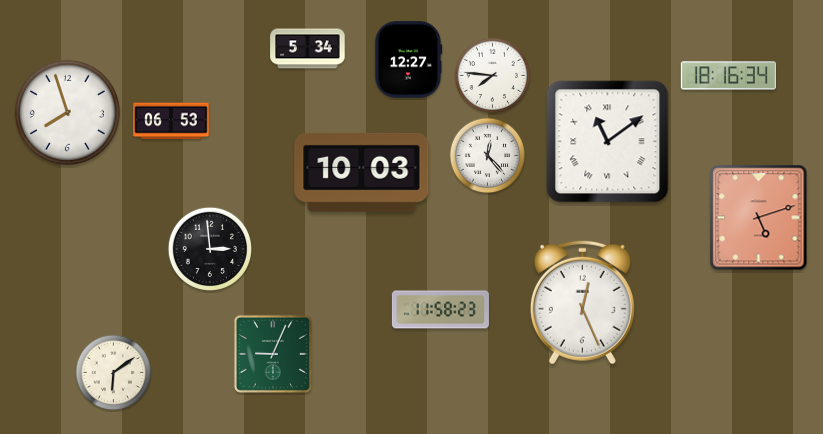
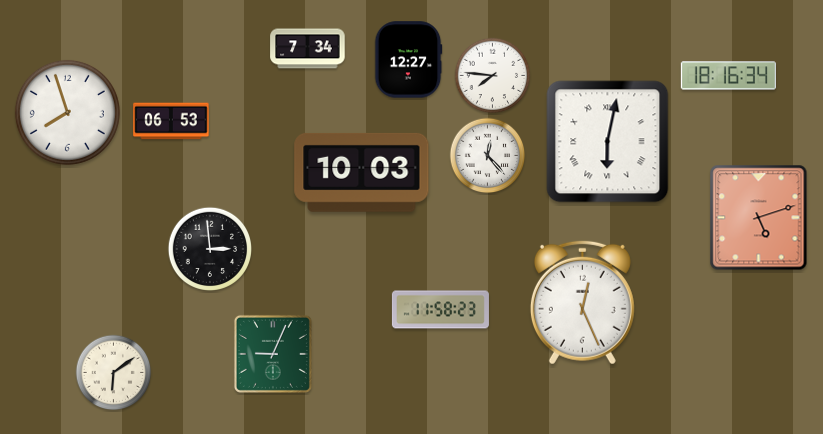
clock at (308, 49): 5:34 -> 7:34
clock at (608, 142): 11:09 -> 6:02
